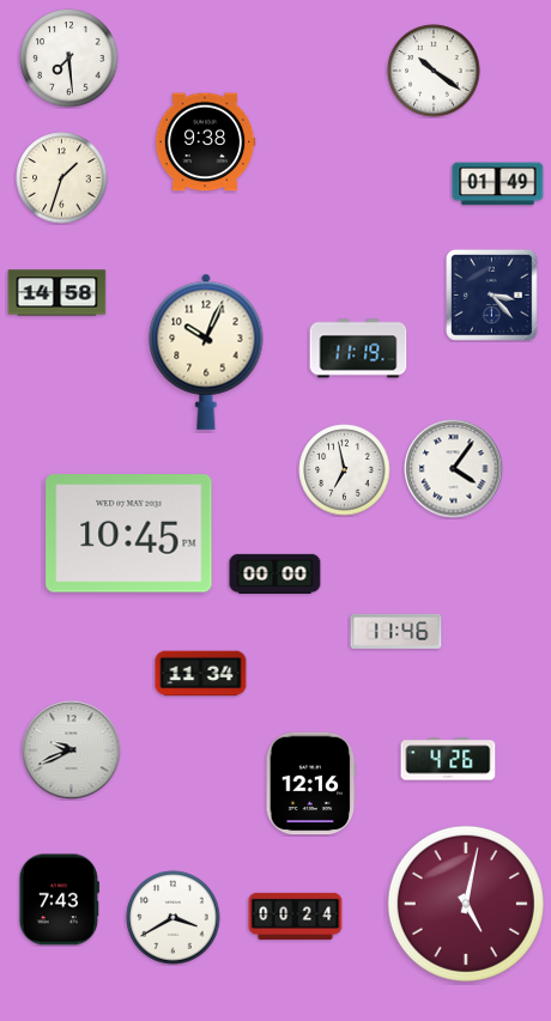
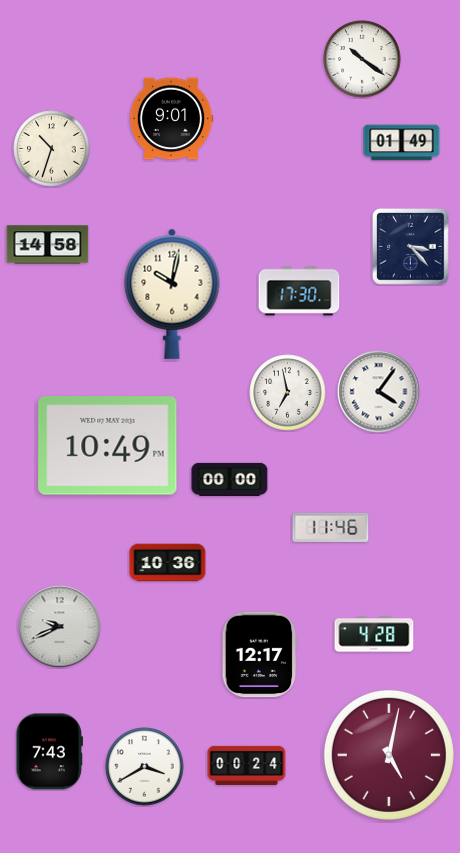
clock at (69, 59): 7:29 -> none
clock at (205, 142): 9:38 -> 9:01
clock at (62, 178): 1:33 -> 10:33
clock at (498, 184) position: (498, 184) -> (402, 143)
clock at (358, 348): 11:19 -> 17:30
clock at (206, 352): 10:04 -> 10:02
clock at (129, 534): 10:45 -> 10:49
clock at (201, 674): 11:34 -> 10:36
clock at (448, 759): 4:26 -> 4:28
clock at (311, 784): 12:16 -> 12:17
